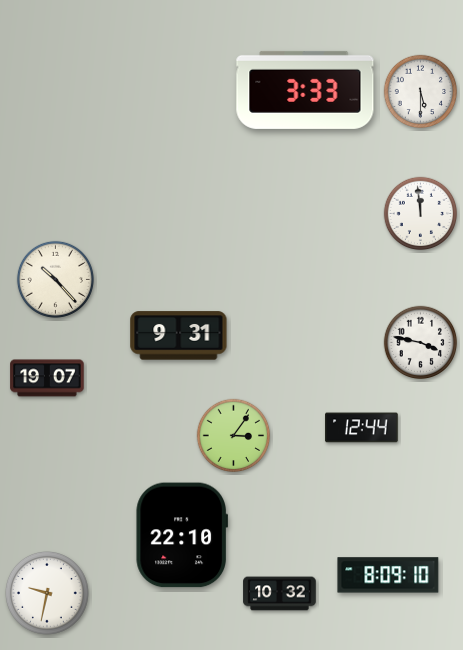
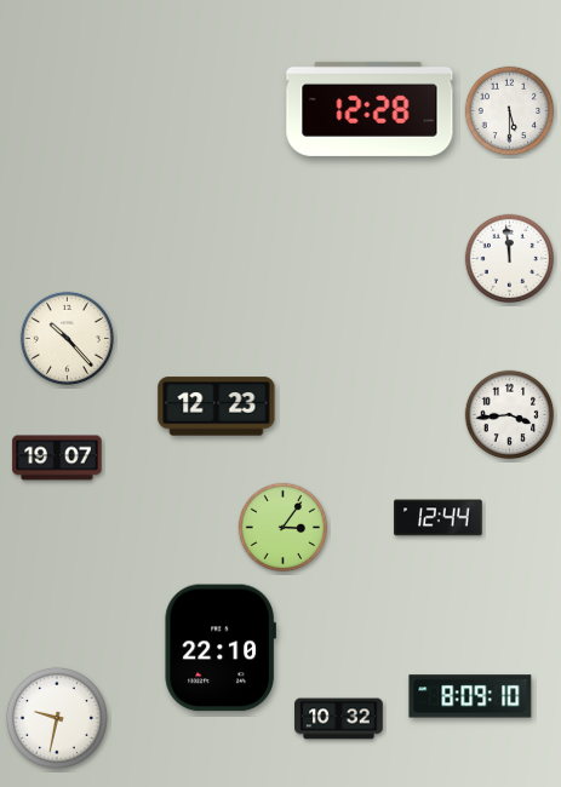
clock at (305, 90): 3:33 -> 12:28
clock at (179, 336): 9:31 -> 12:23
clock at (421, 343): 3:47 -> 3:44
